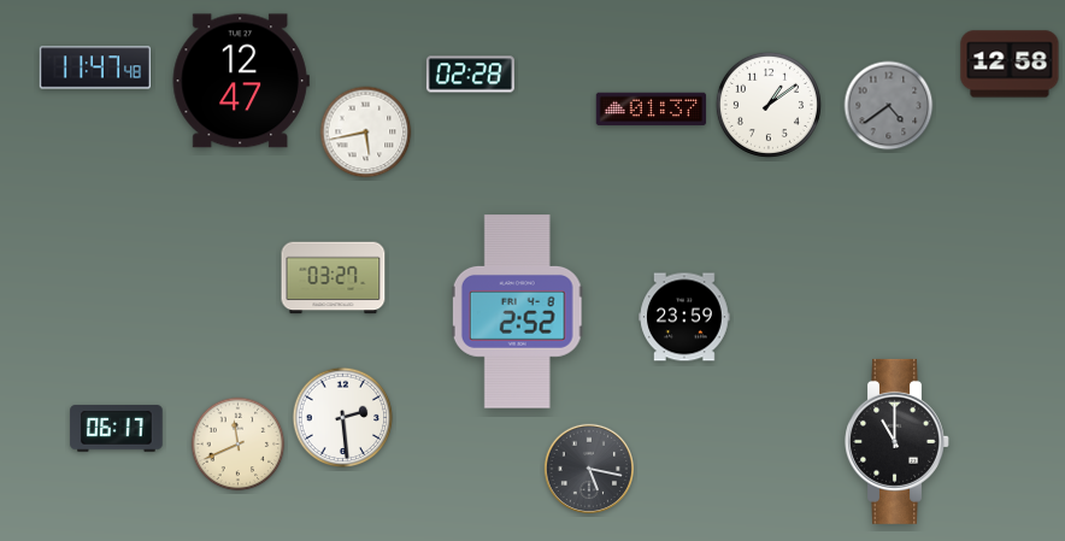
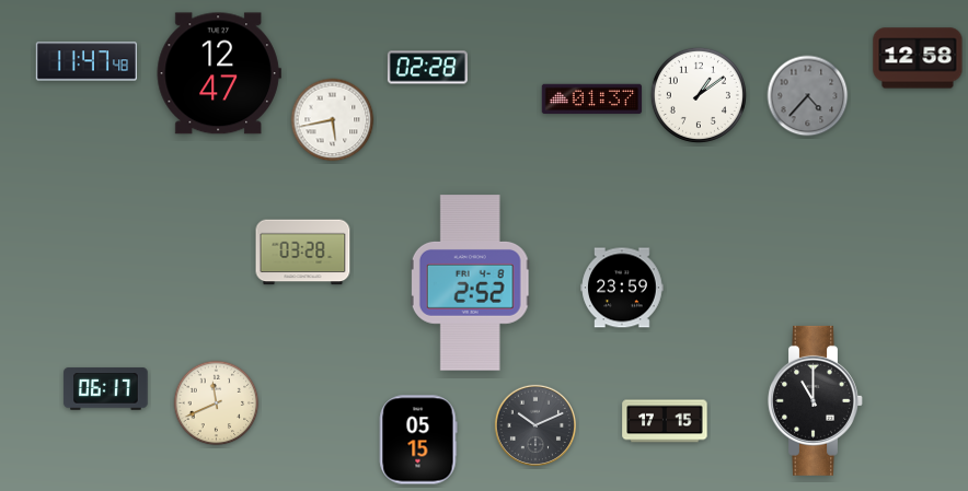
clock at (889, 106): 4:39 -> 4:37
clock at (334, 278): 03:27 -> 03:28
clock at (343, 418): 2:29 -> none
clock at (665, 421): none -> 17:15
clock at (589, 468): 5:17 -> 10:11
clock at (418, 440): none -> 05:15
